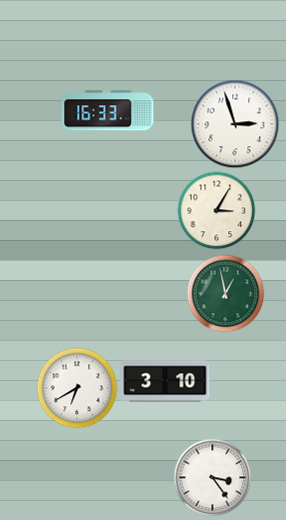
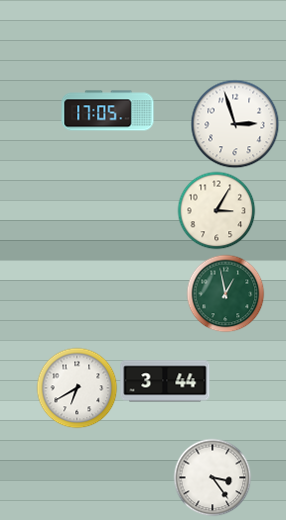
clock at (108, 111): 16:33 -> 17:05
clock at (165, 381): 3:10 -> 3:44
